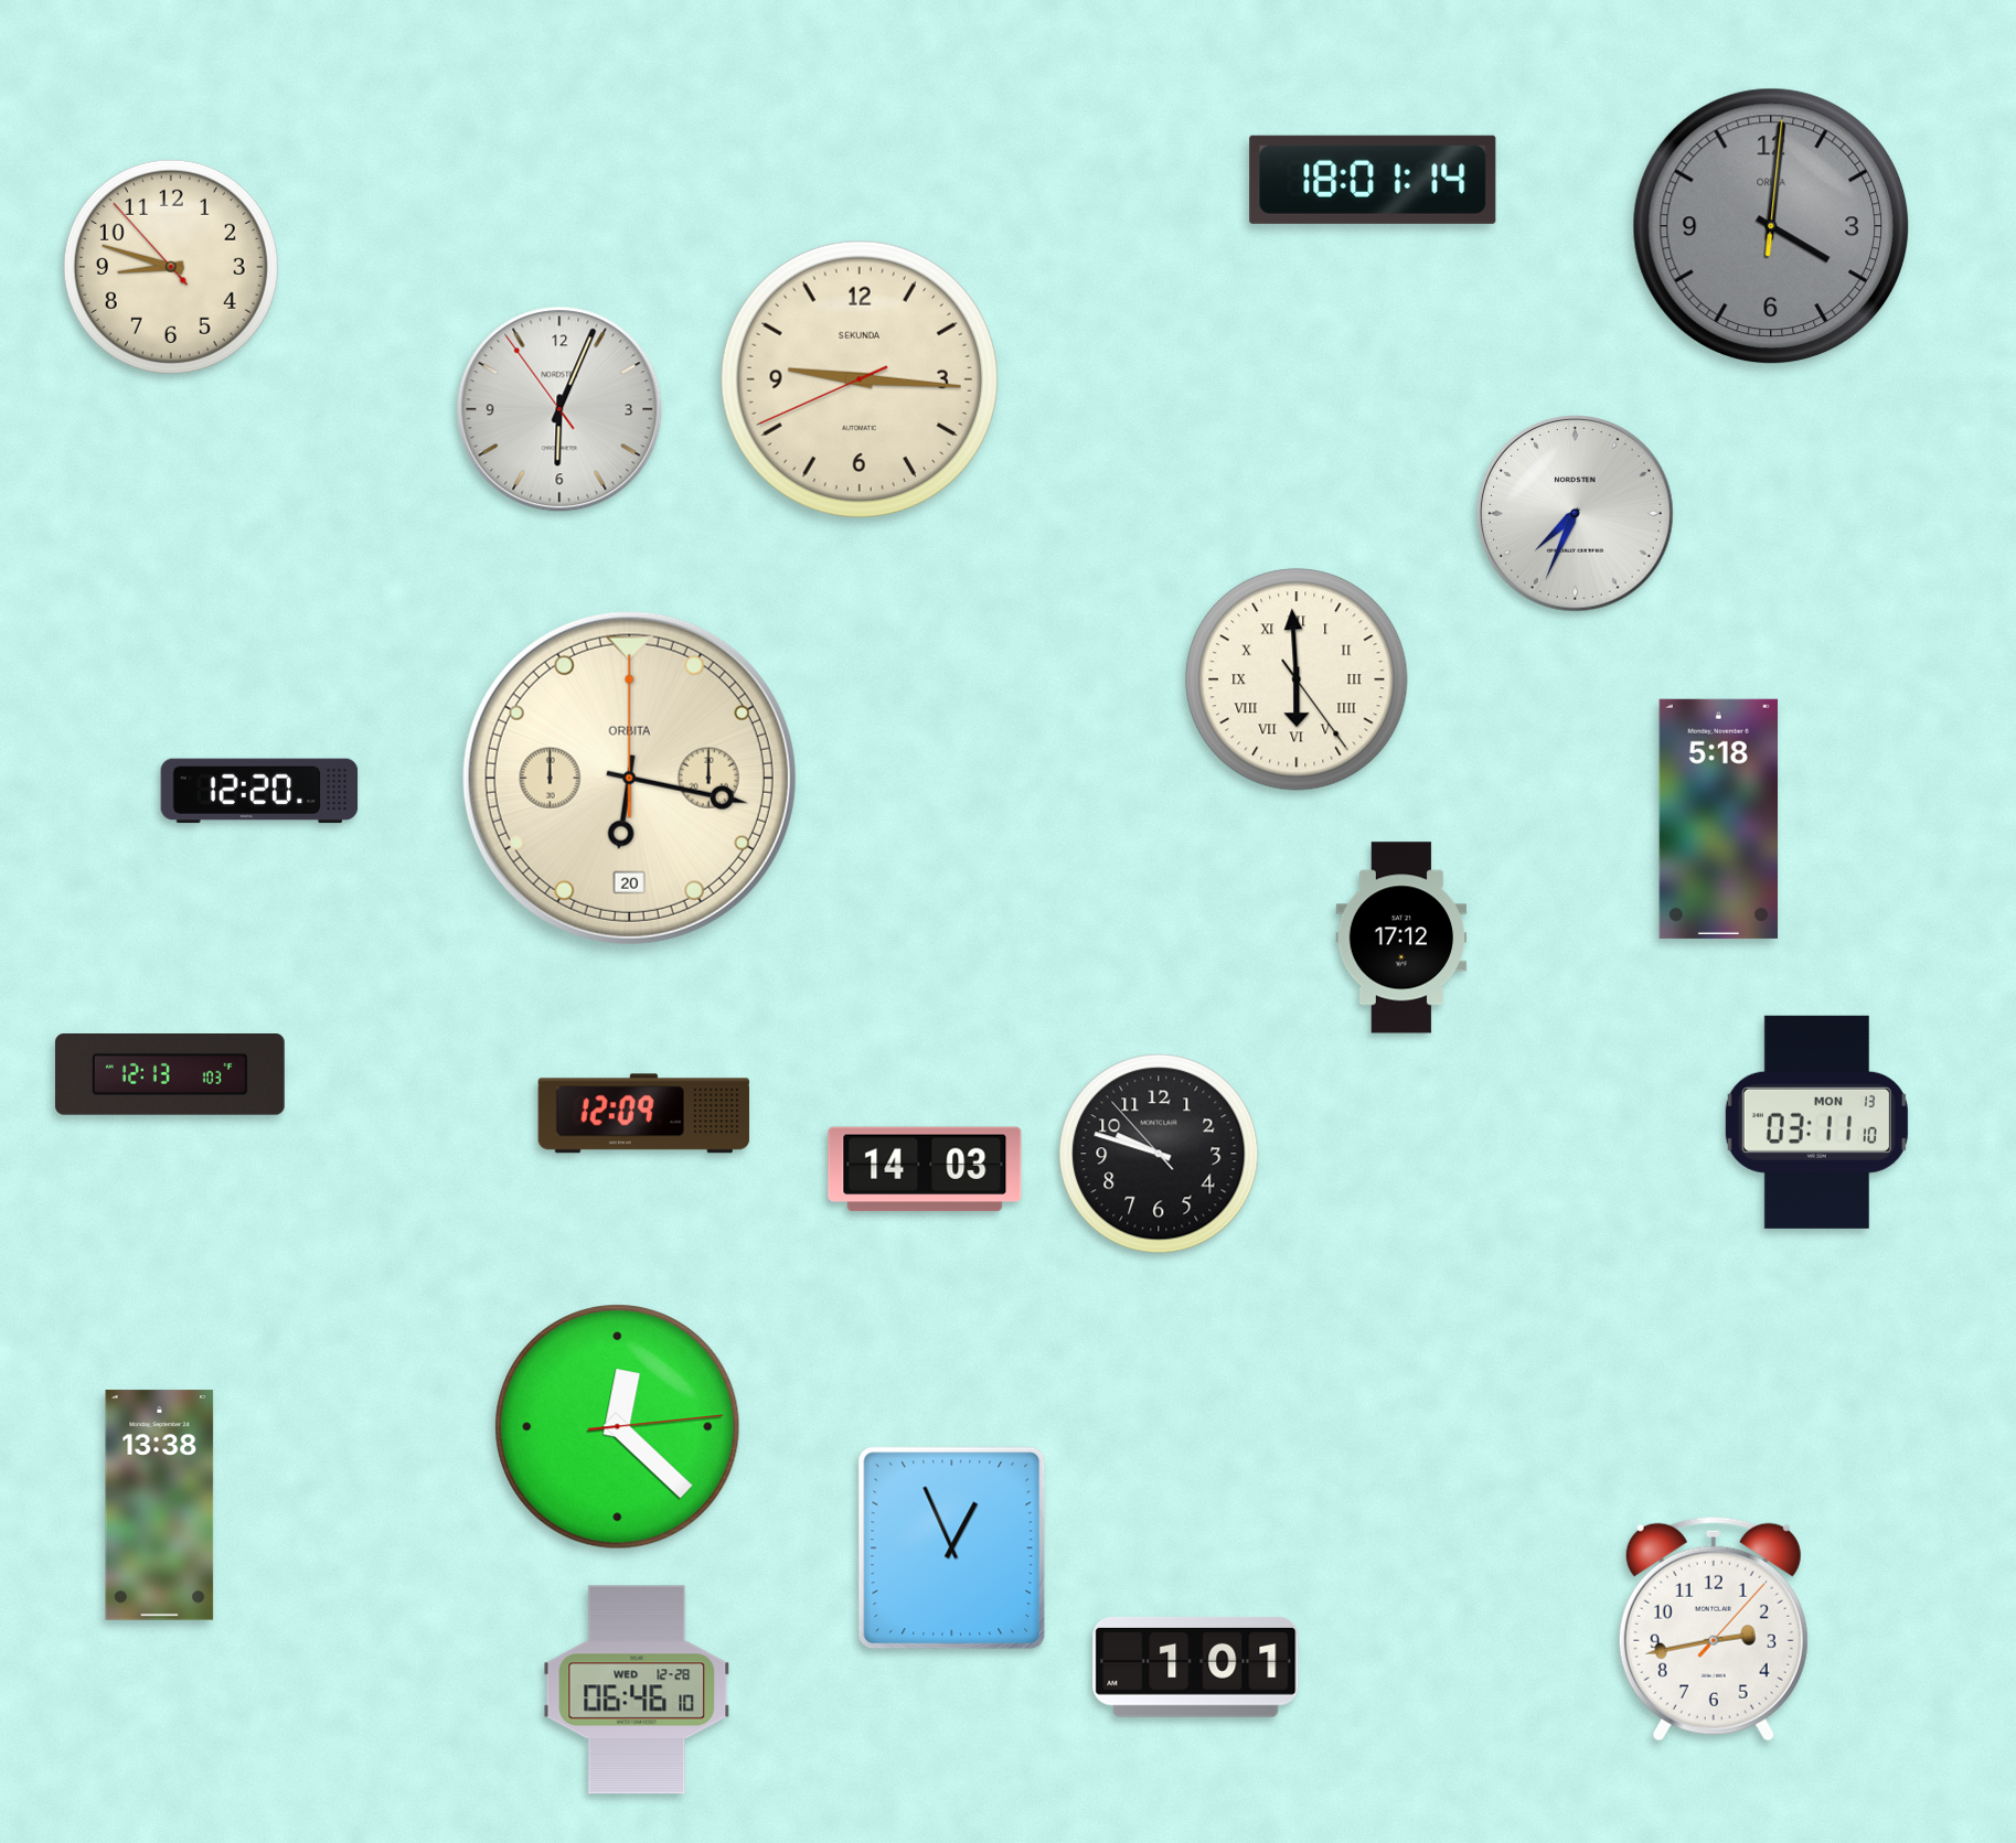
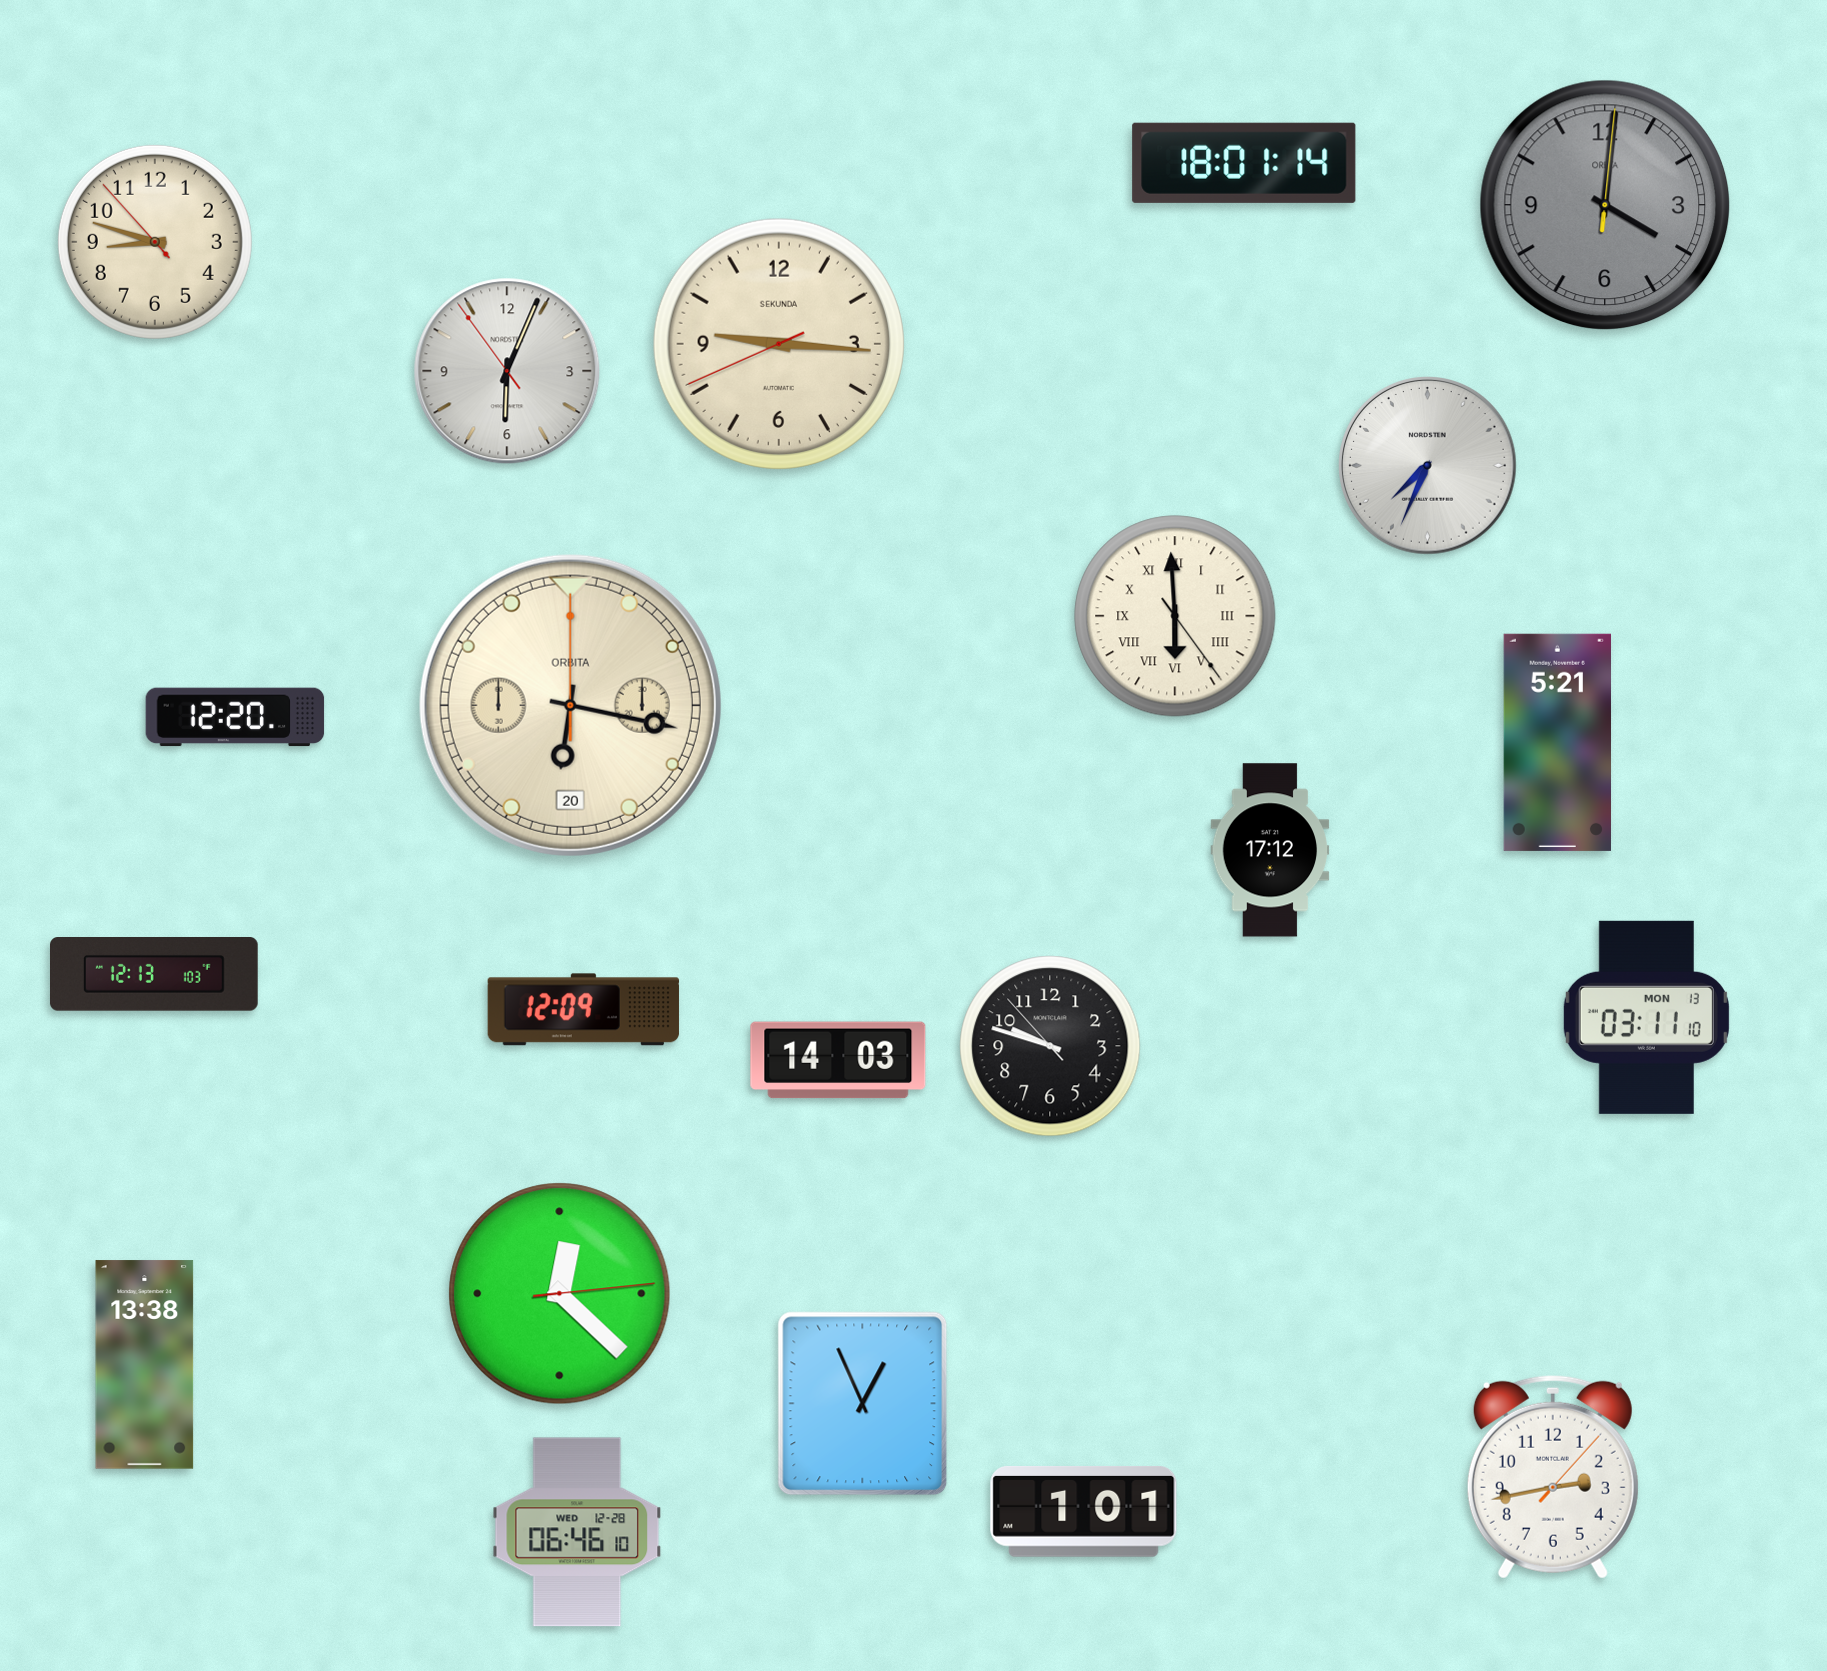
clock at (1718, 818): 5:18 -> 5:21
